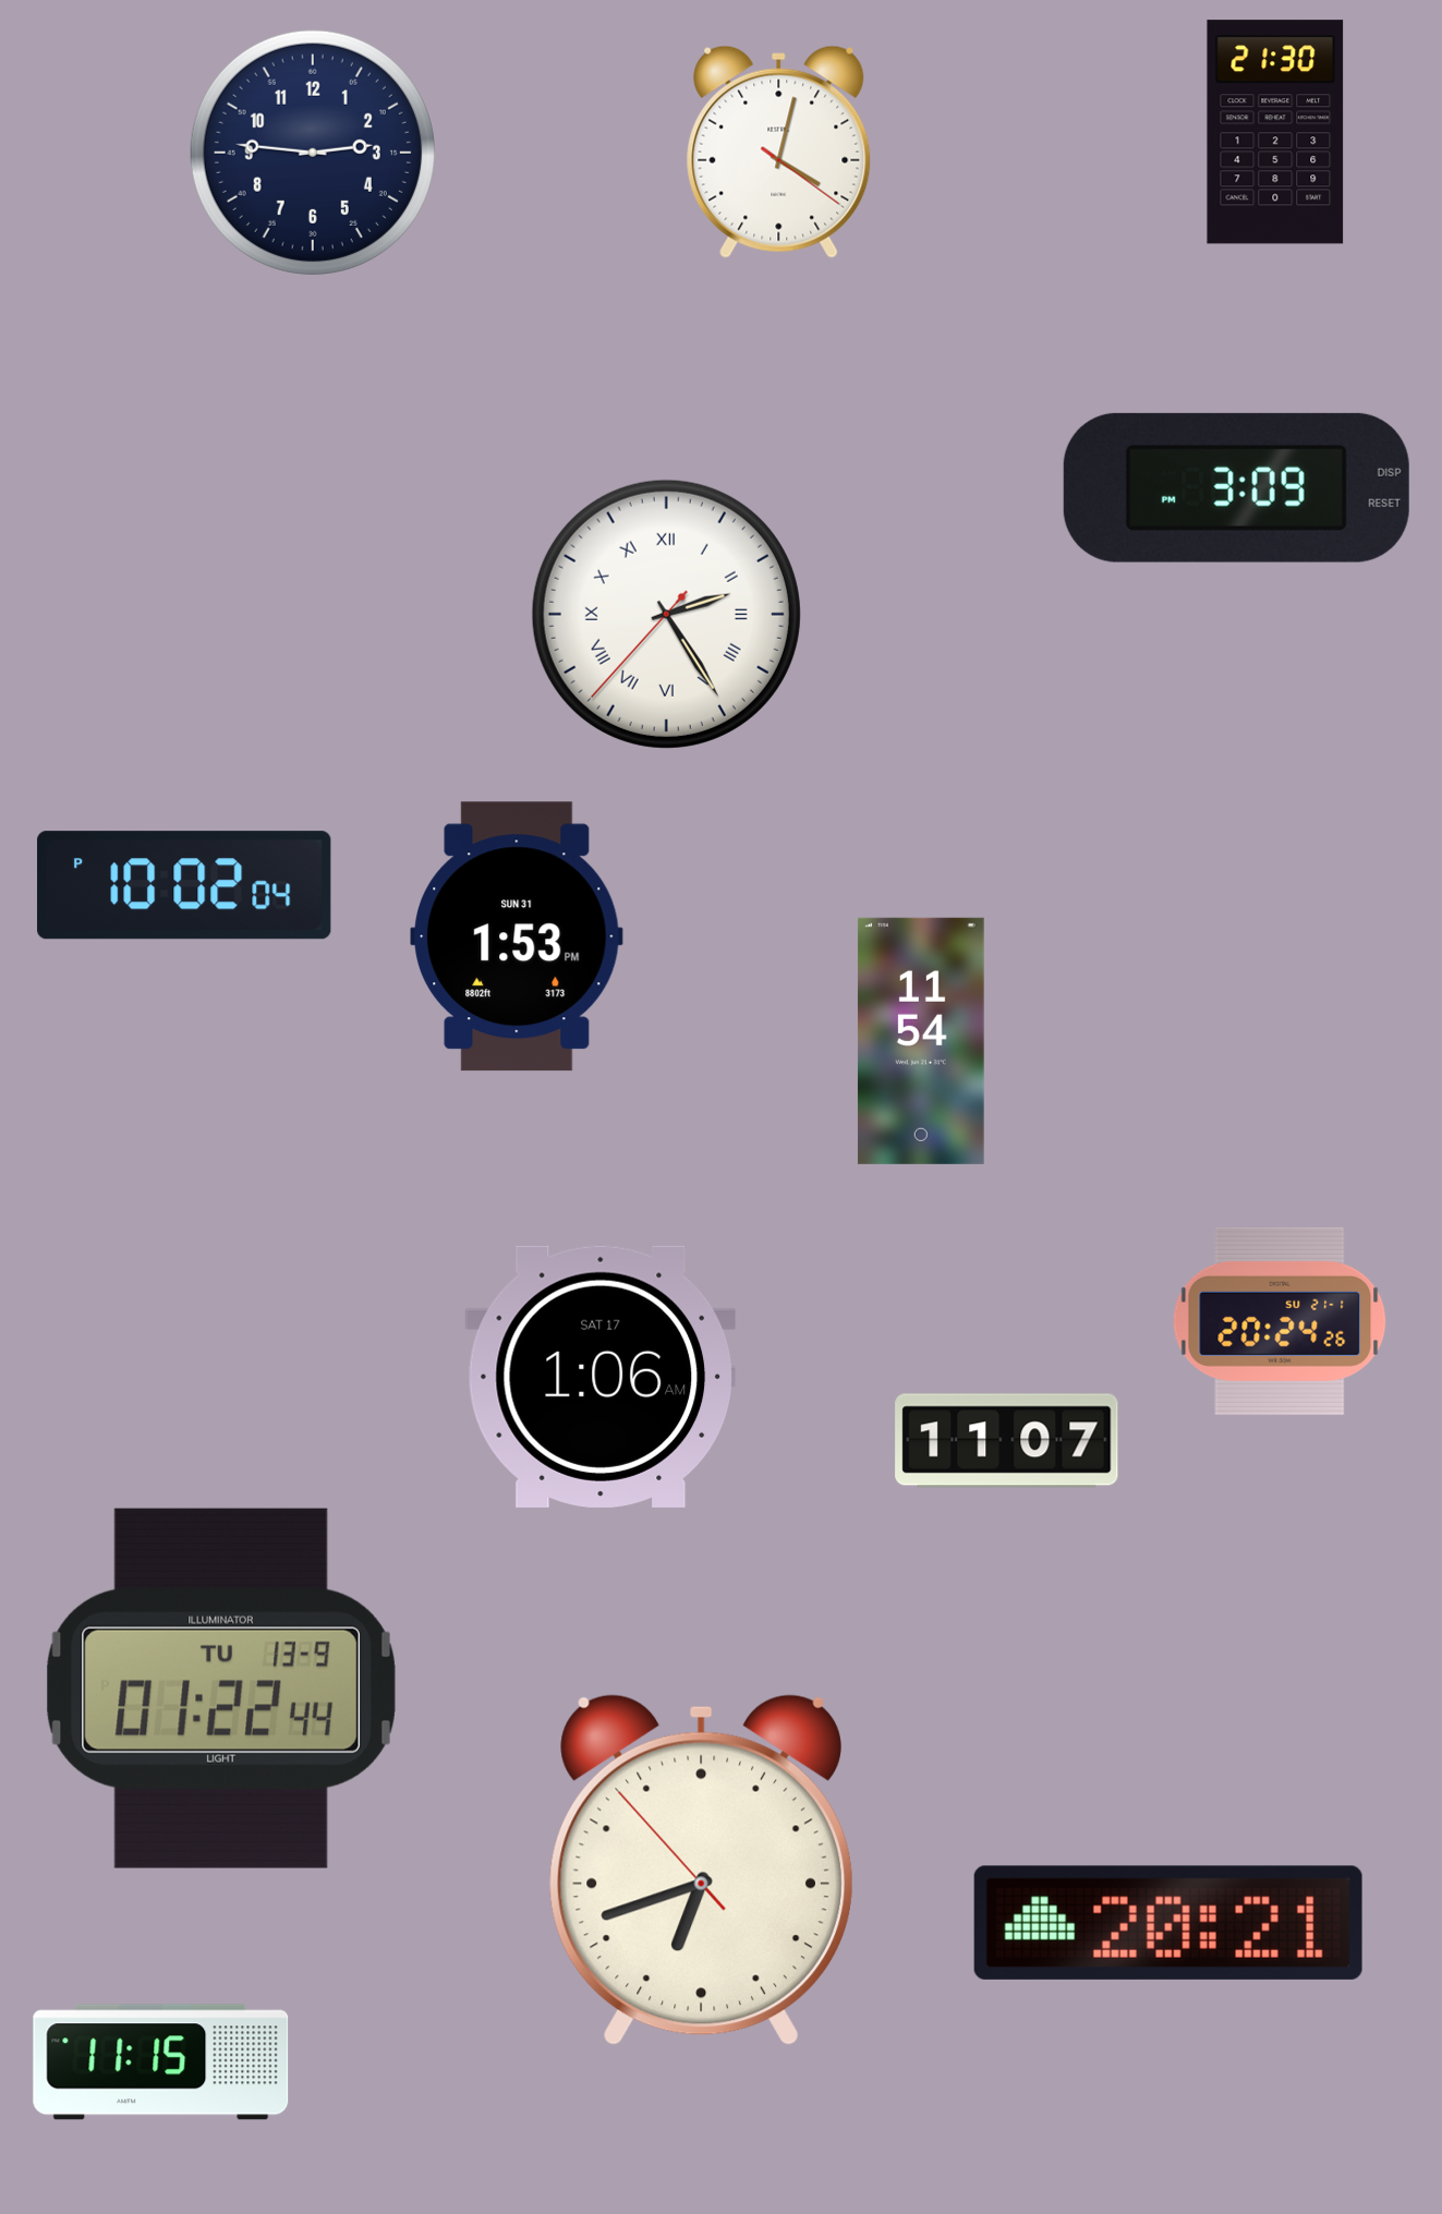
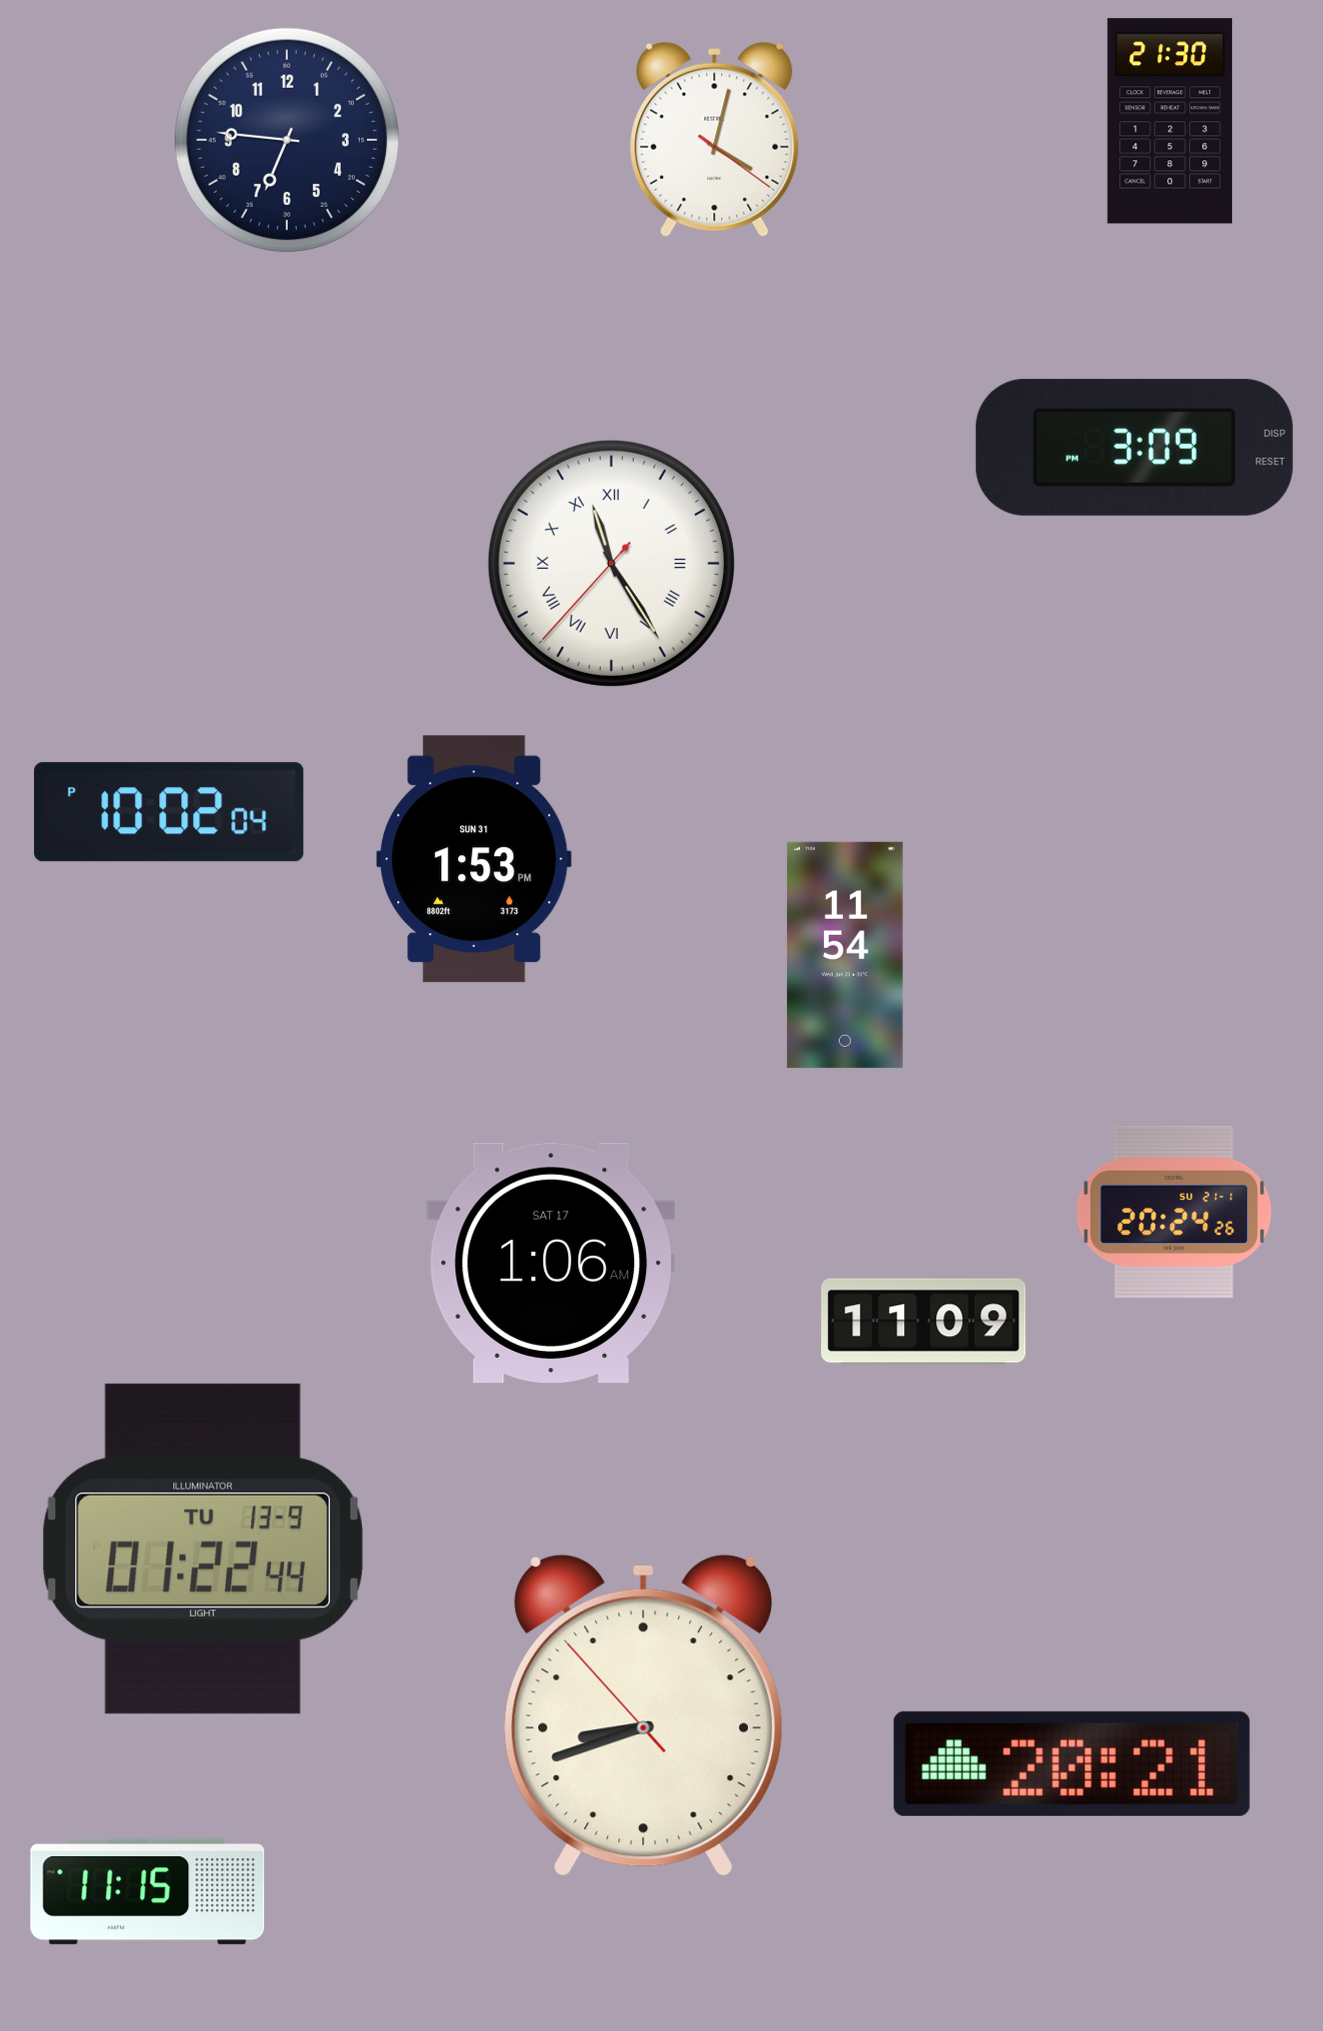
clock at (313, 153): 2:46 -> 6:46
clock at (666, 614): 2:24 -> 11:24
clock at (1007, 1441): 11:07 -> 11:09
clock at (701, 1871): 6:41 -> 8:41
